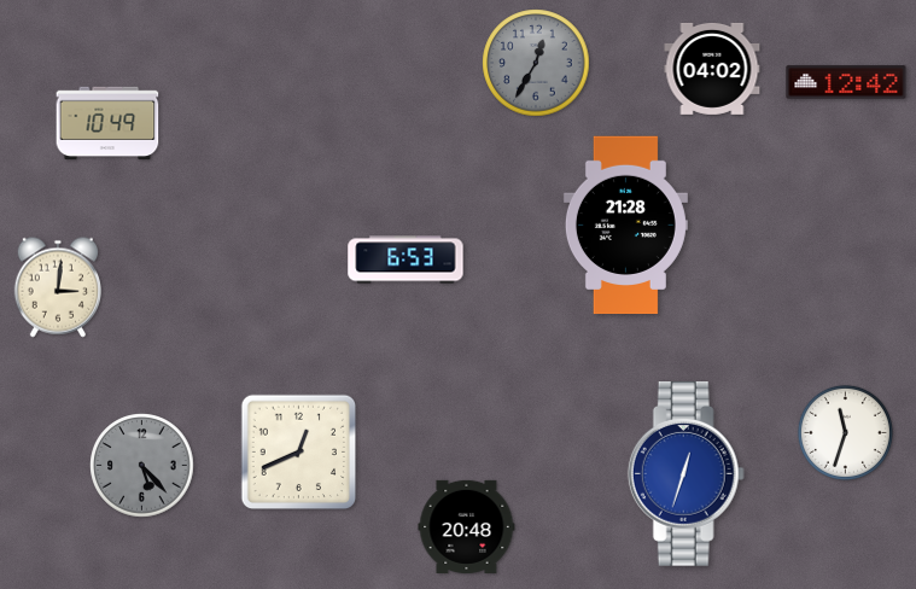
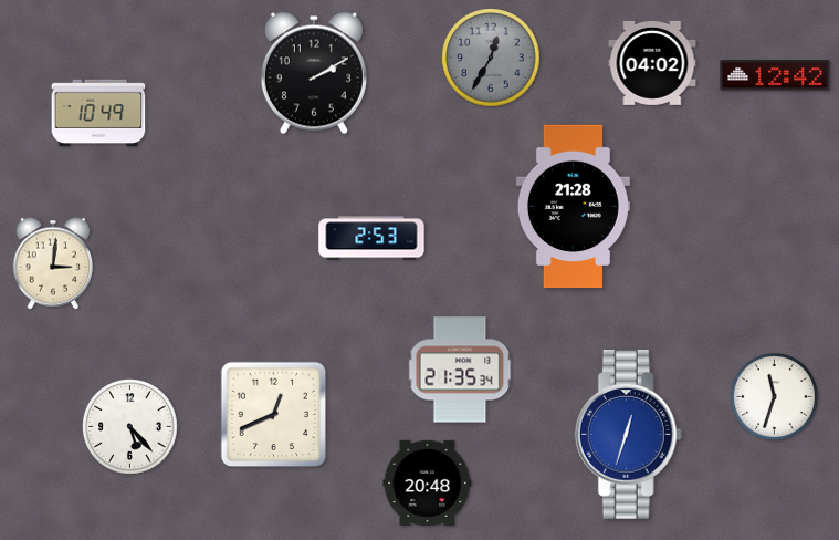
clock at (314, 73): none -> 2:10
clock at (406, 259): 6:53 -> 2:53
clock at (460, 370): none -> 21:35
clock at (142, 466) dial: grey -> white
